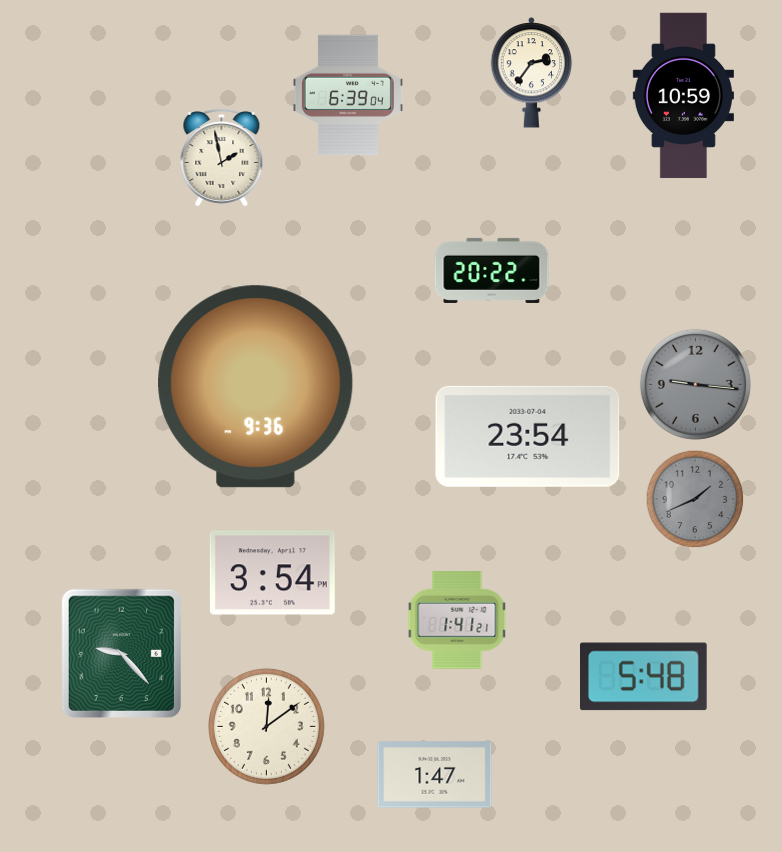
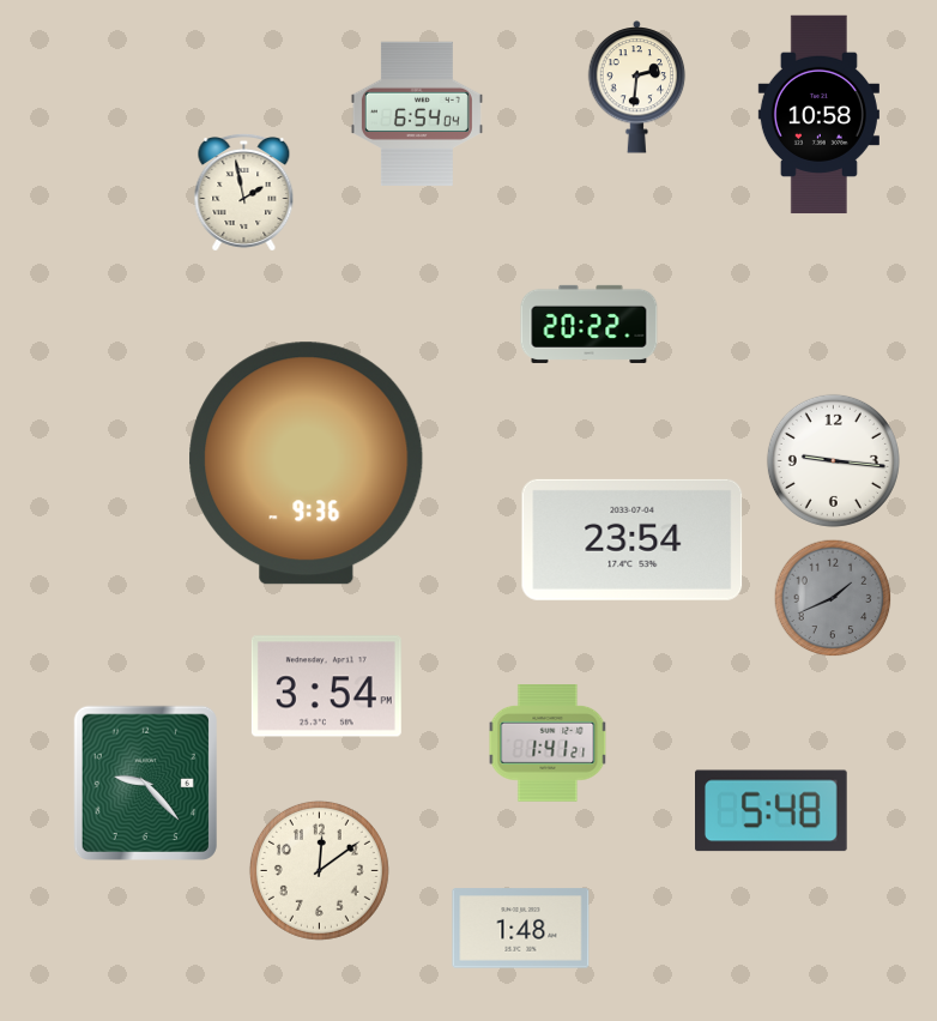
clock at (532, 73): 2:36 -> 2:31
clock at (348, 95): 6:39 -> 6:54
clock at (683, 96): 10:59 -> 10:58
clock at (222, 157) position: (222, 157) -> (244, 192)
clock at (695, 384) dial: grey -> white
clock at (528, 436) position: (528, 436) -> (633, 539)
clock at (435, 775): 1:47 -> 1:48
